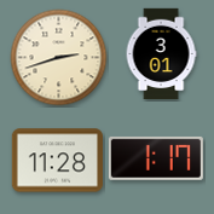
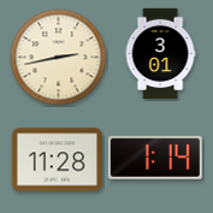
clock at (59, 58): 2:42 -> 2:43
clock at (156, 158): 1:17 -> 1:14
